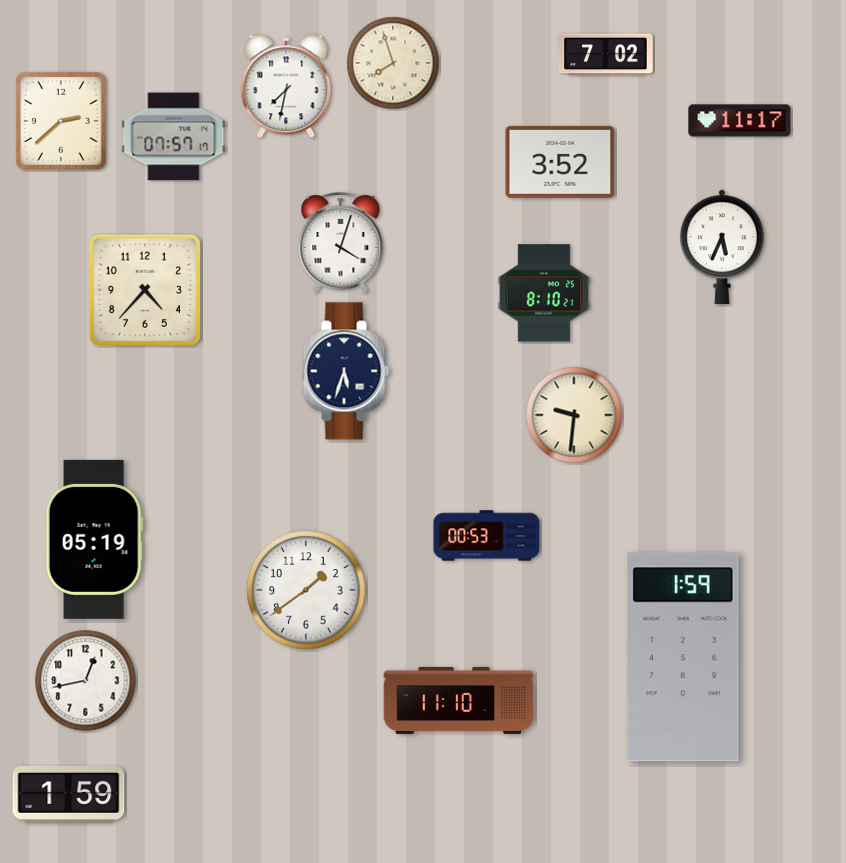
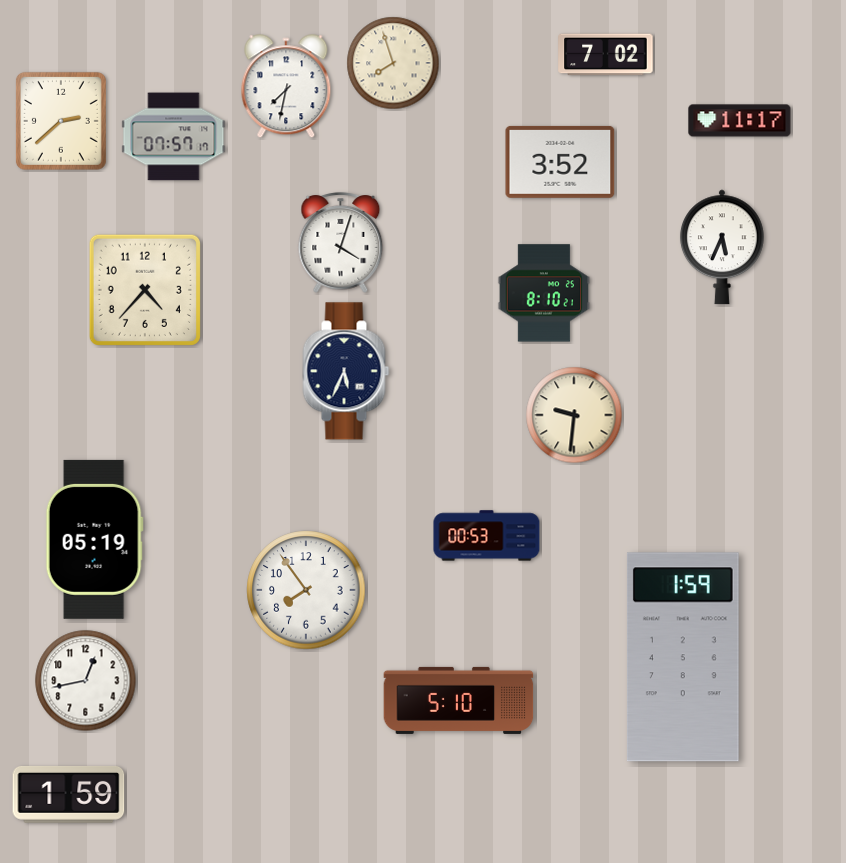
clock at (346, 371): 5:33 -> 5:34
clock at (306, 590): 1:39 -> 7:54
clock at (459, 700): 11:10 -> 5:10
